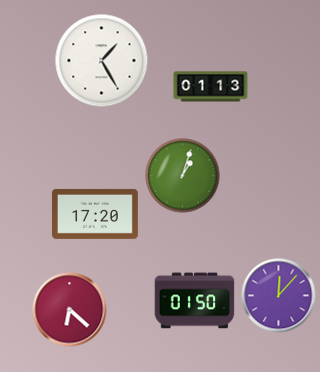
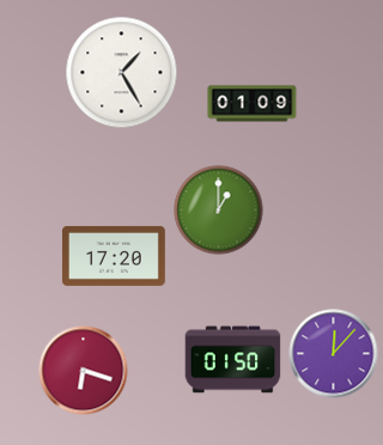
clock at (211, 87): 01:13 -> 01:09
clock at (183, 176): 1:03 -> 1:00
clock at (70, 310): 6:22 -> 6:18
